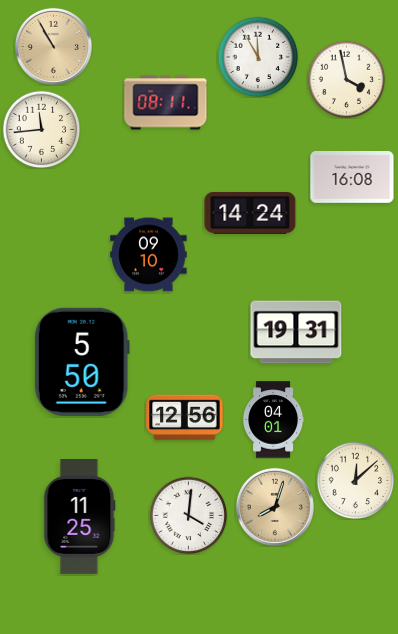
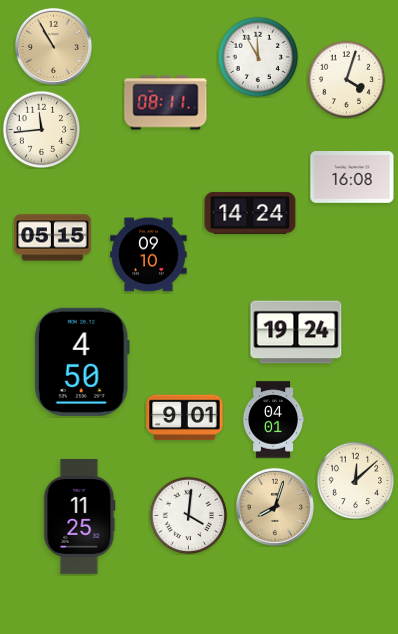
clock at (346, 79): 3:58 -> 4:03
clock at (53, 238): none -> 05:15
clock at (296, 332): 19:31 -> 19:24
clock at (82, 362): 5:50 -> 4:50
clock at (185, 418): 12:56 -> 9:01
